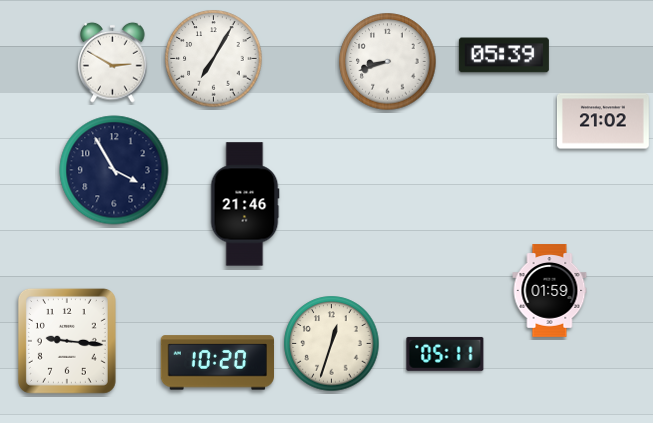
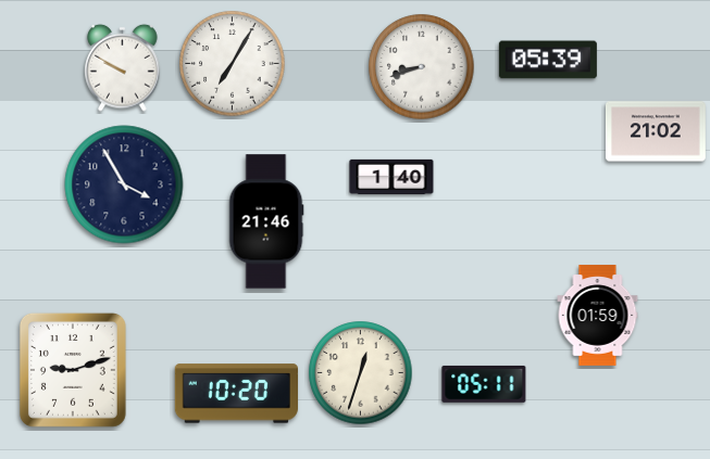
clock at (113, 62): 2:50 -> 9:50
clock at (391, 177): none -> 1:40
clock at (67, 341): 9:16 -> 9:12
